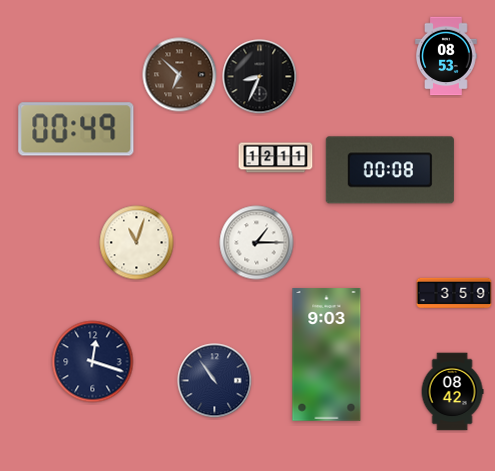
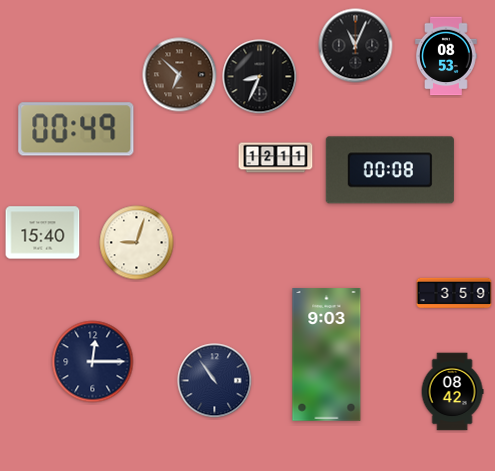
clock at (356, 46): none -> 11:04
clock at (43, 233): none -> 15:40
clock at (137, 243): 11:03 -> 9:03
clock at (257, 243): 1:15 -> none
clock at (93, 362): 12:18 -> 12:15
